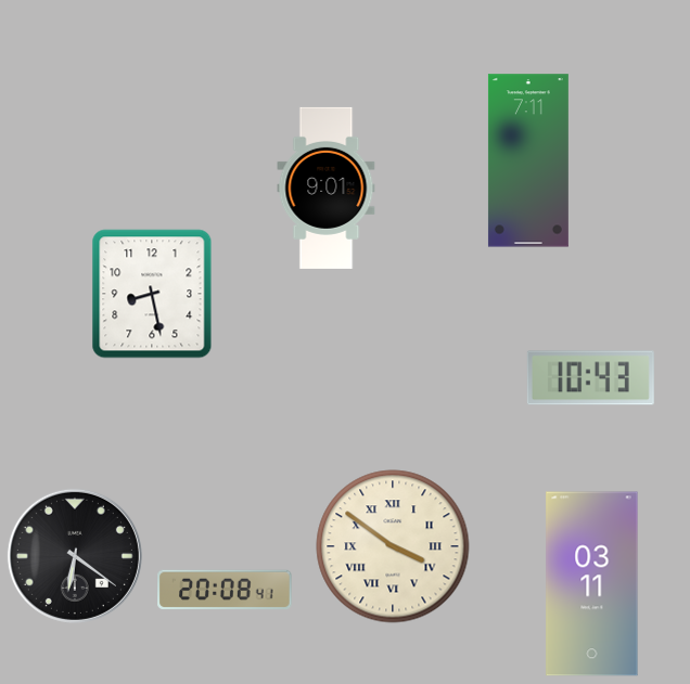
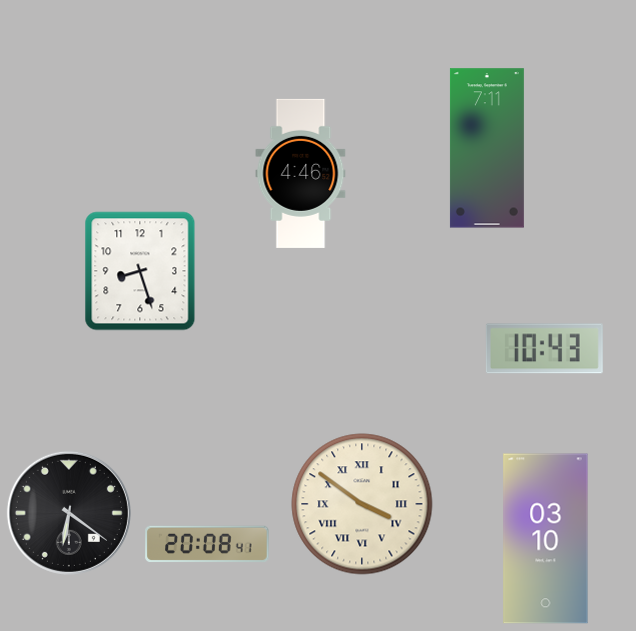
clock at (327, 188): 9:01 -> 4:46
clock at (152, 294): 8:28 -> 8:27
clock at (592, 584): 03:11 -> 03:10
